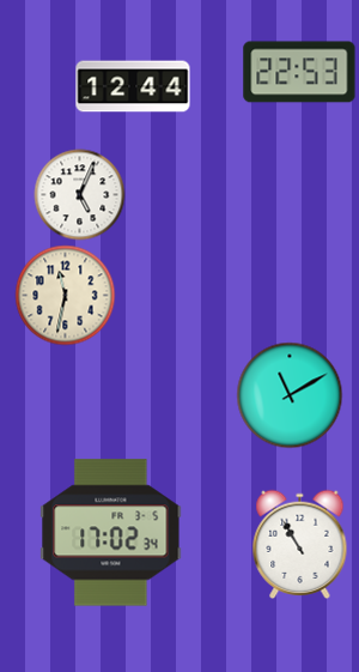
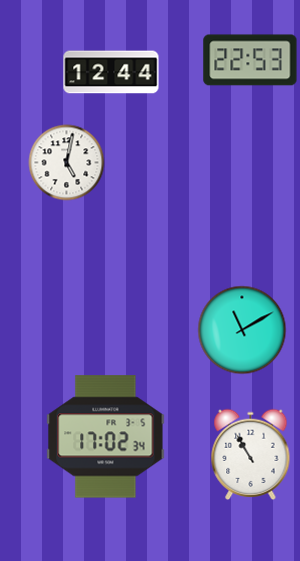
clock at (80, 195): 5:04 -> 5:02
clock at (66, 296): 11:32 -> none
clock at (111, 533) position: (111, 533) -> (106, 437)
